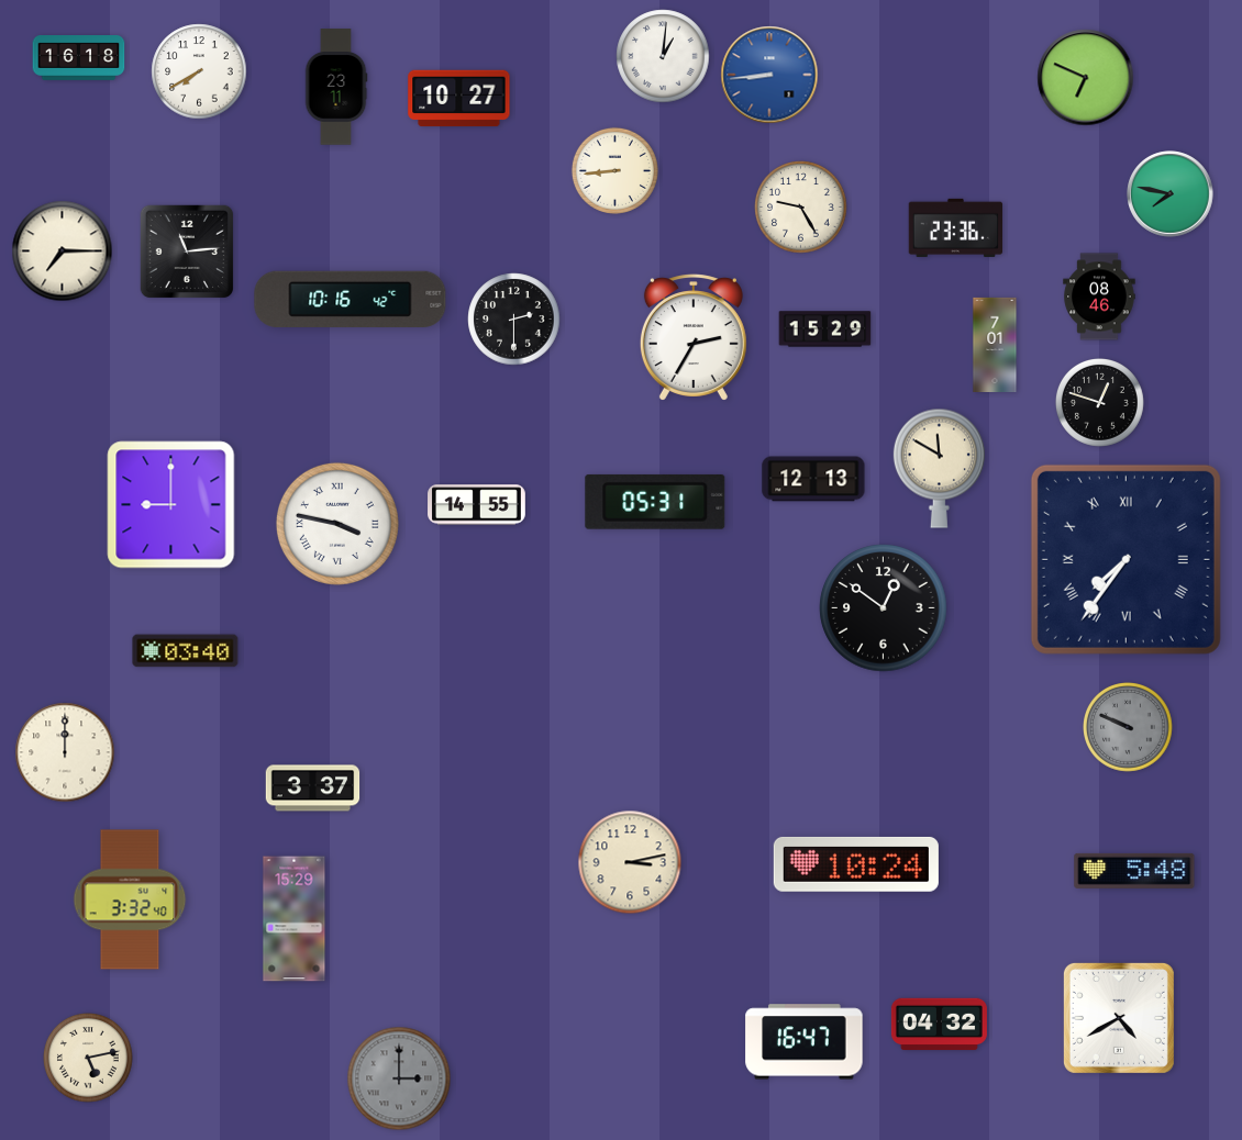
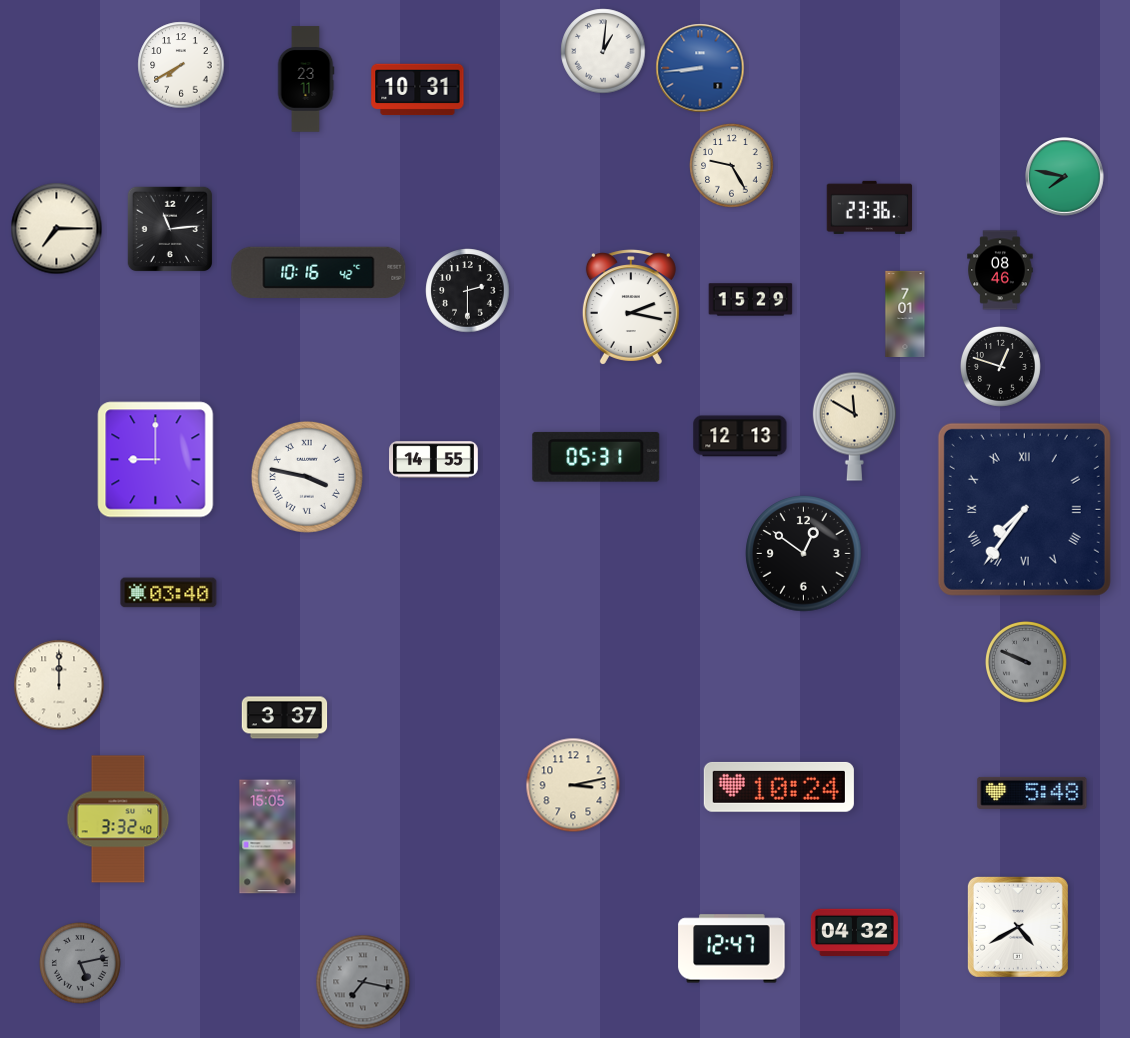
clock at (79, 58): 16:18 -> none
clock at (1086, 78): 6:49 -> none
clock at (459, 99): 10:27 -> 10:31
clock at (614, 170): 8:44 -> none
clock at (801, 208) position: (801, 208) -> (732, 166)
clock at (694, 337): 2:35 -> 2:17
clock at (295, 919): 15:29 -> 15:05
clock at (805, 1042): 16:47 -> 12:47
clock at (89, 1059) dial: cream -> grey
clock at (399, 1078): 3:00 -> 7:17
